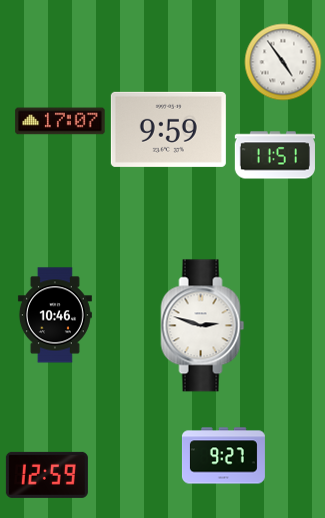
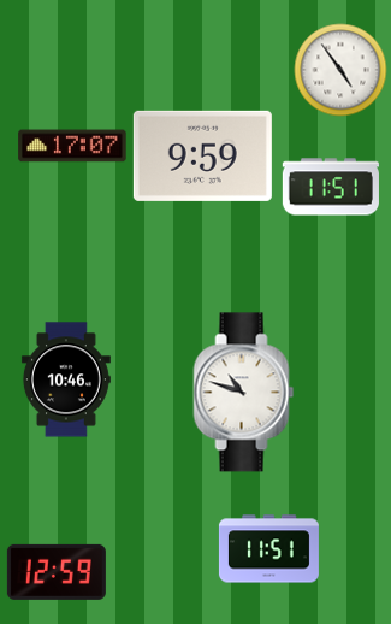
clock at (283, 62) position: (283, 62) -> (340, 70)
clock at (203, 326): 2:48 -> 10:48
clock at (223, 456): 9:27 -> 11:51
